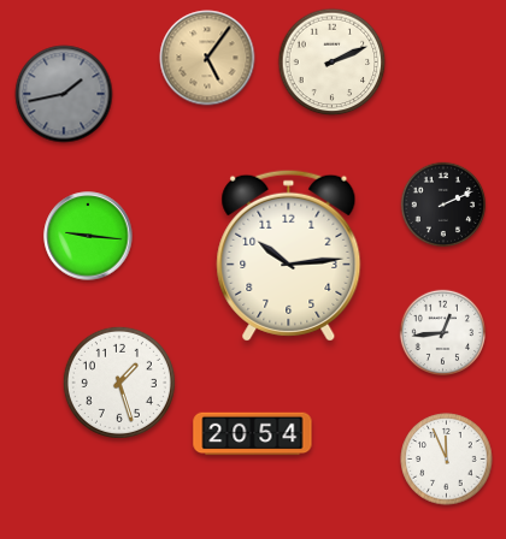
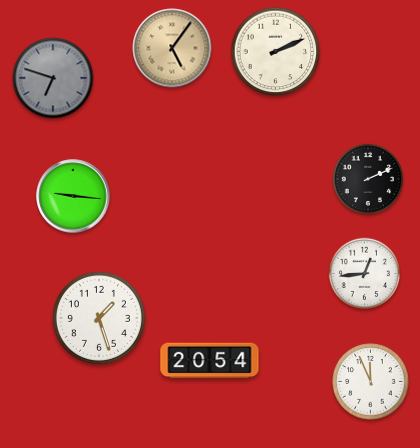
clock at (64, 94): 1:43 -> 6:48
clock at (443, 205) position: (443, 205) -> (368, 179)
clock at (289, 255): 10:14 -> none
clock at (442, 332) position: (442, 332) -> (364, 273)
